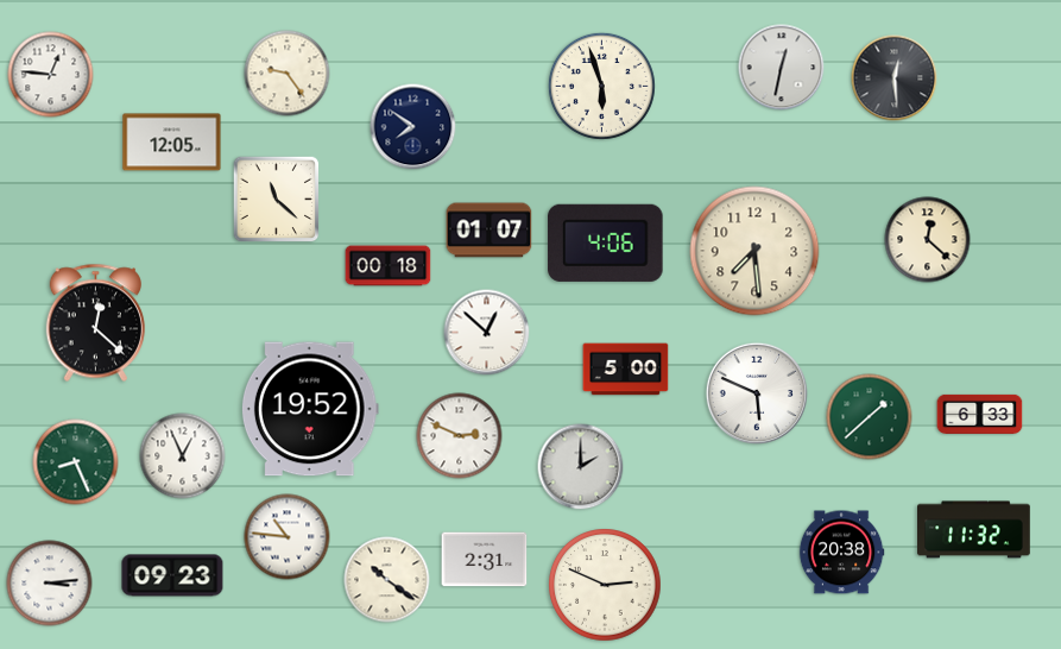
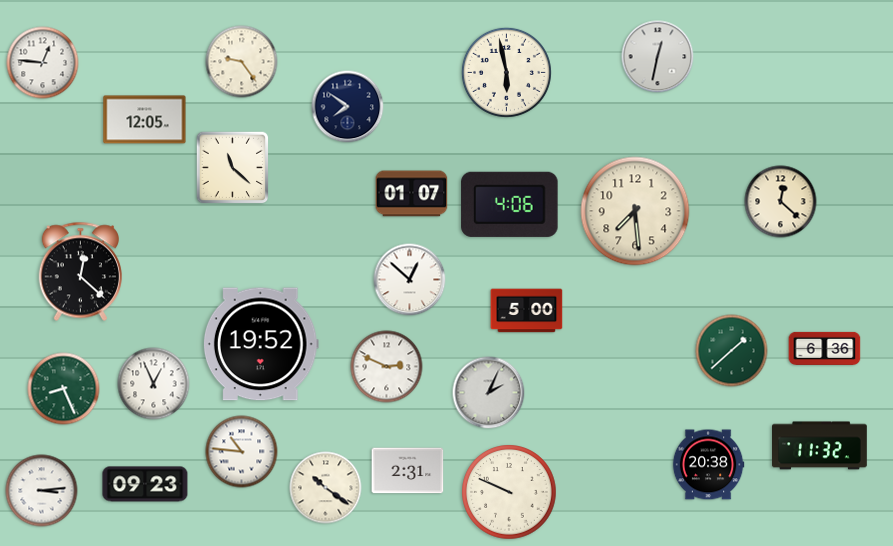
clock at (895, 78): 12:29 -> none
clock at (601, 86): 5:57 -> 5:58
clock at (389, 266): 00:18 -> none
clock at (756, 392): 5:49 -> none
clock at (980, 414): 6:33 -> 6:36
clock at (581, 467): 2:00 -> 2:04
clock at (605, 585): 2:49 -> 9:49
